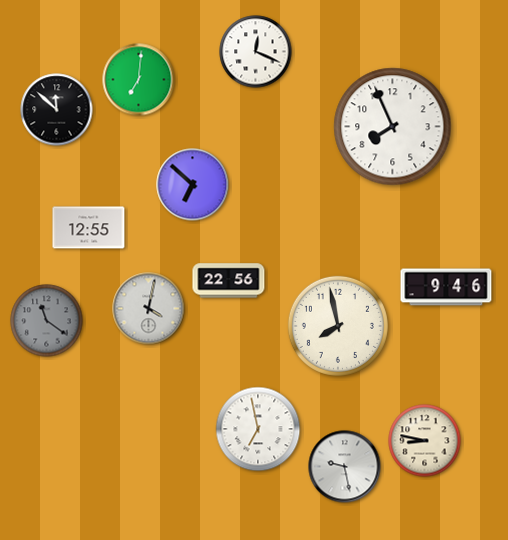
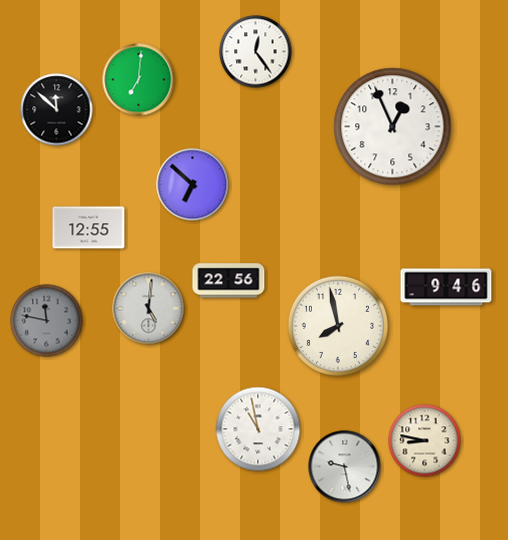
clock at (256, 52): 12:19 -> 12:24
clock at (393, 127): 7:56 -> 12:56
clock at (149, 309): 4:02 -> 5:01
clock at (47, 321): 11:21 -> 11:47
clock at (258, 429): 6:58 -> 10:58
